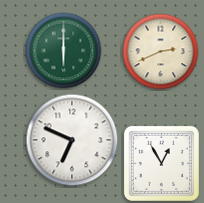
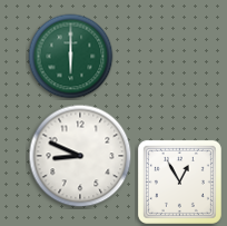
clock at (161, 52): 2:41 -> none
clock at (72, 140): 6:49 -> 8:49
